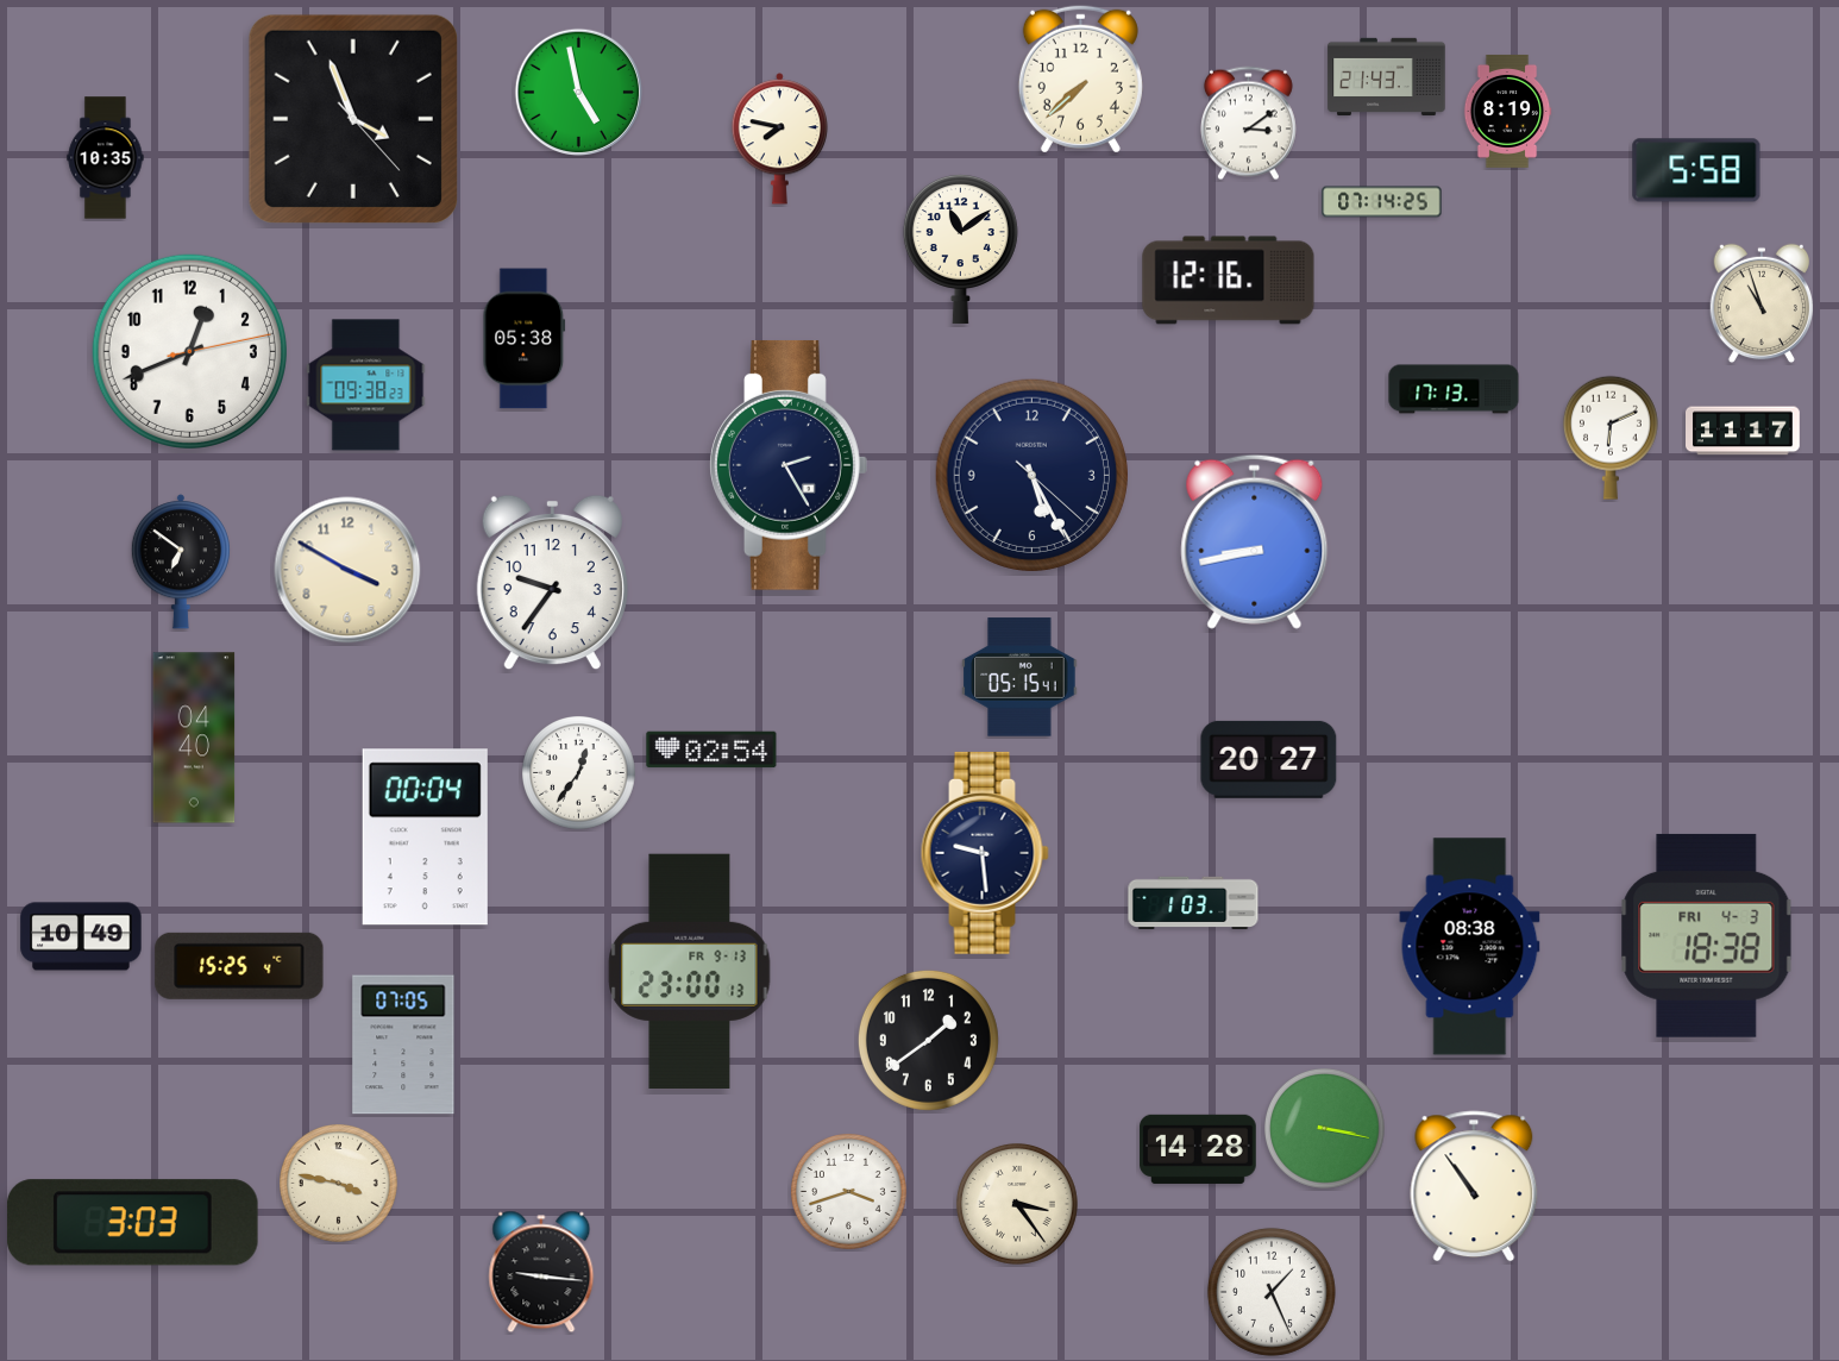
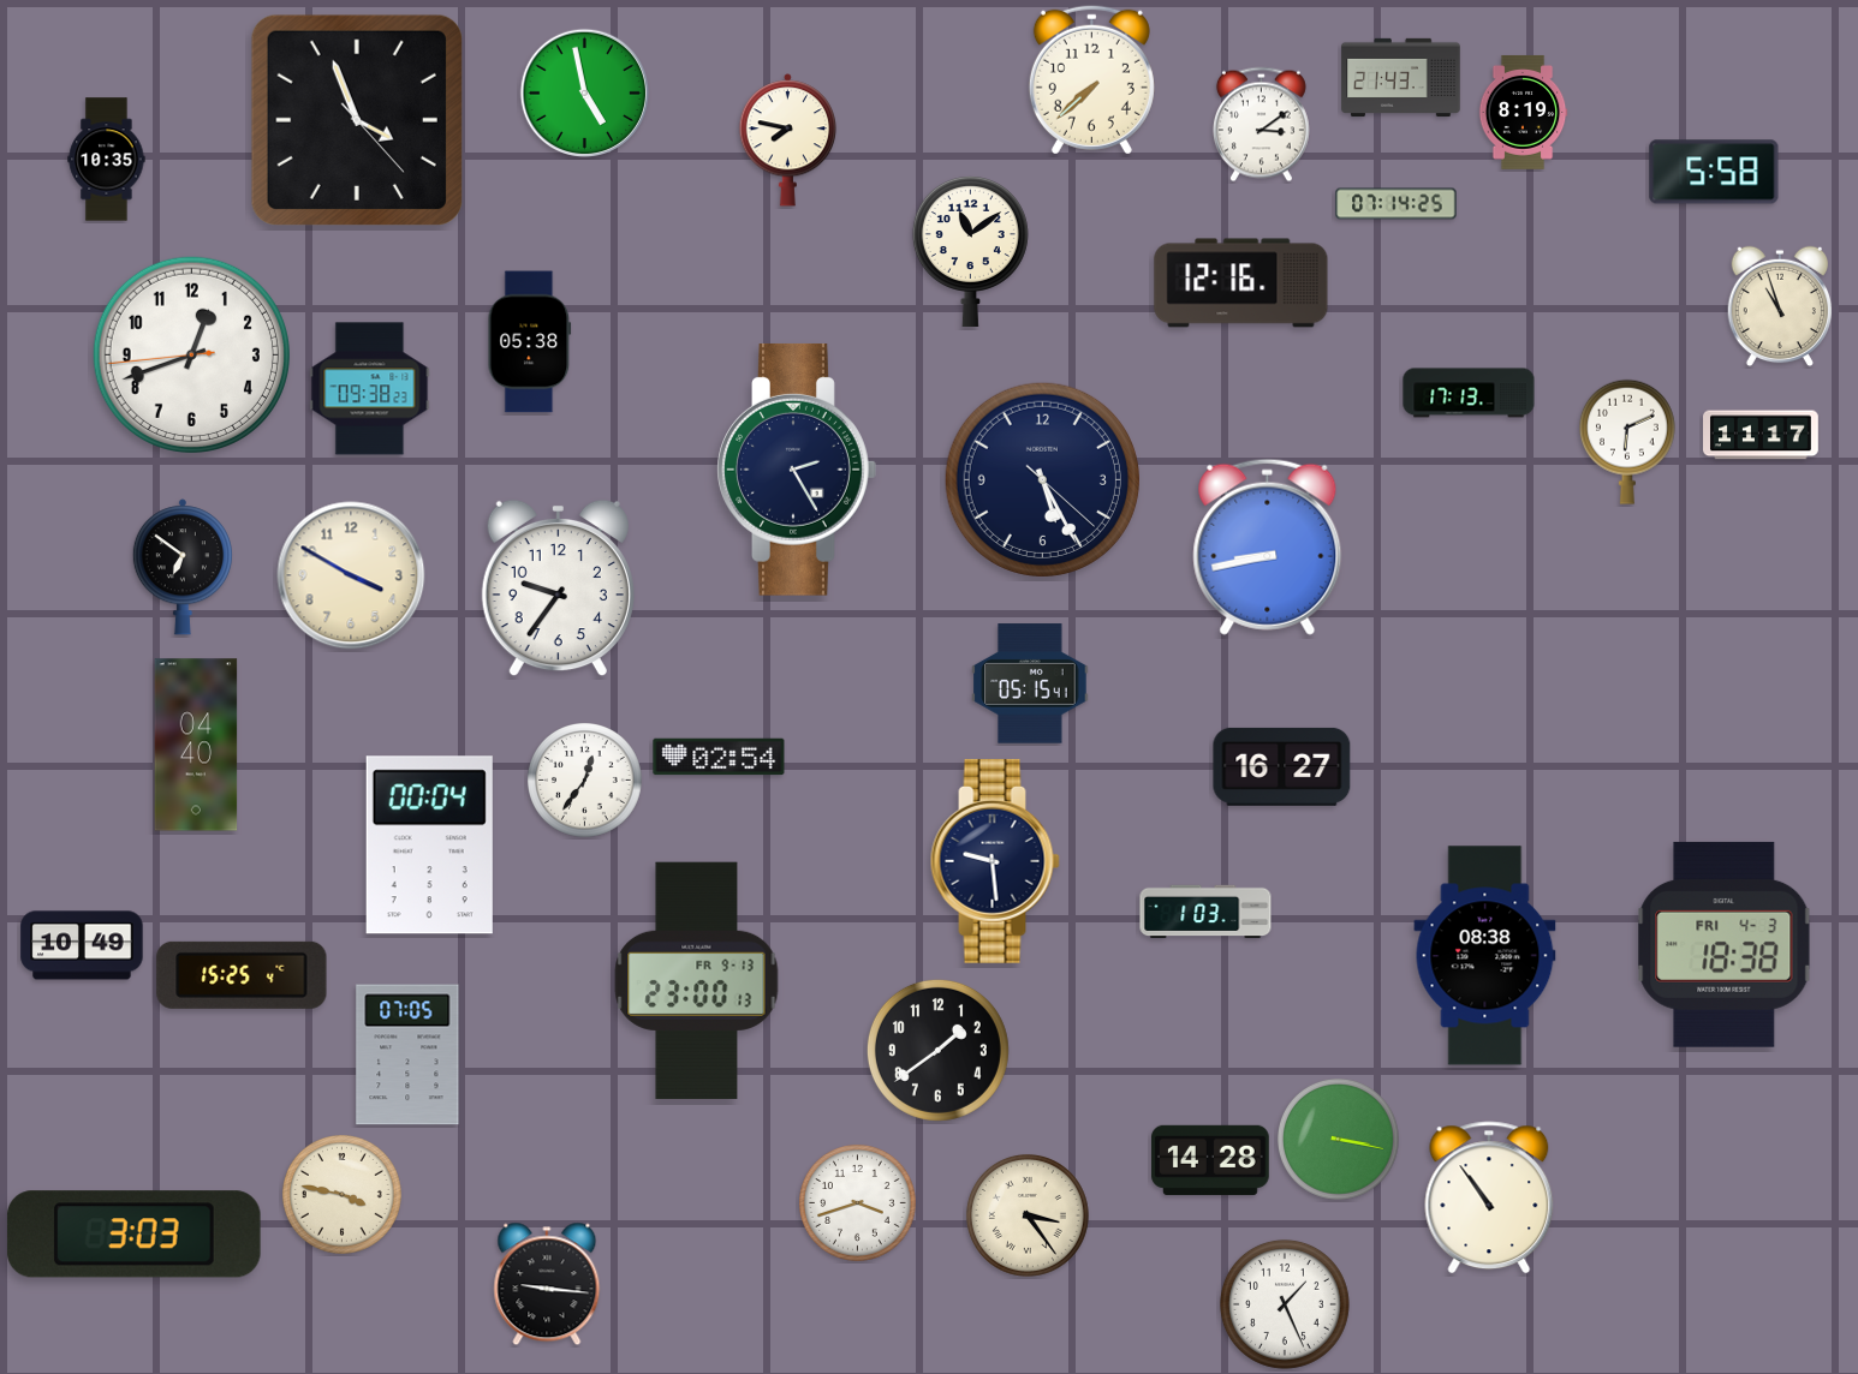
clock at (189, 351): 12:41:13 -> 12:41:44
clock at (1269, 759): 20:27 -> 16:27
